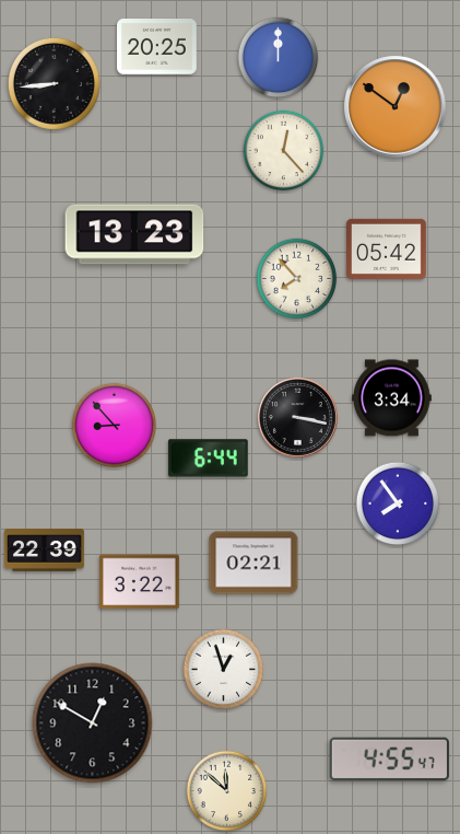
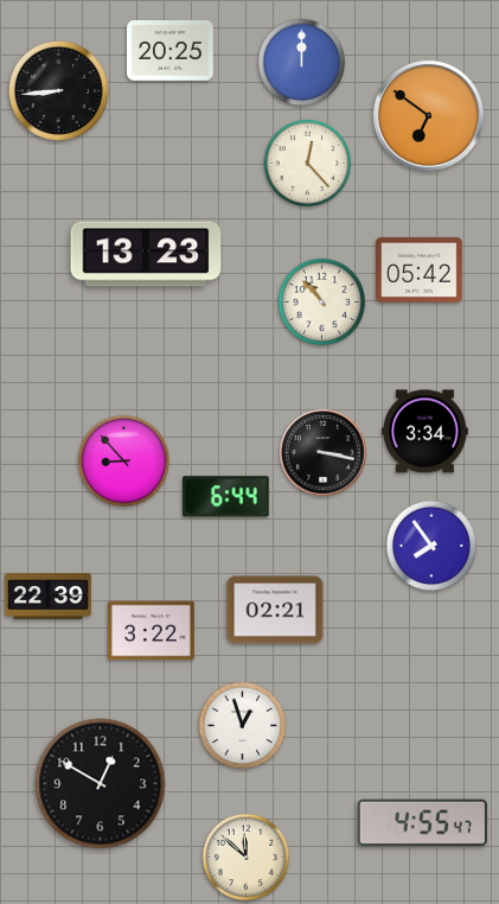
clock at (396, 107): 12:51 -> 6:51
clock at (297, 279): 7:53 -> 10:53
